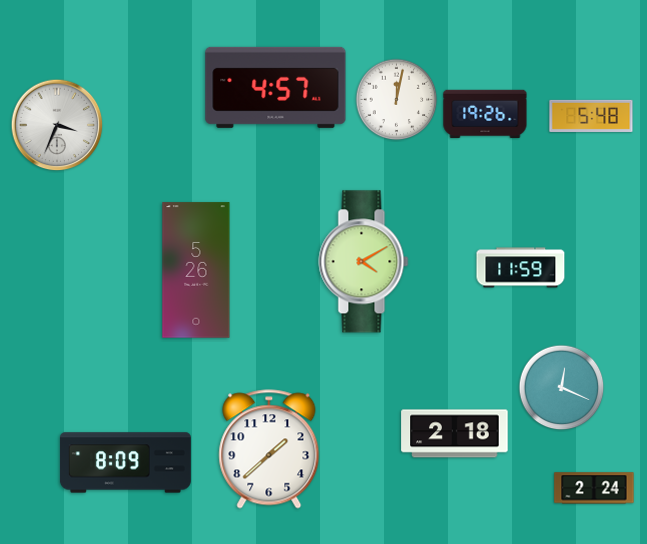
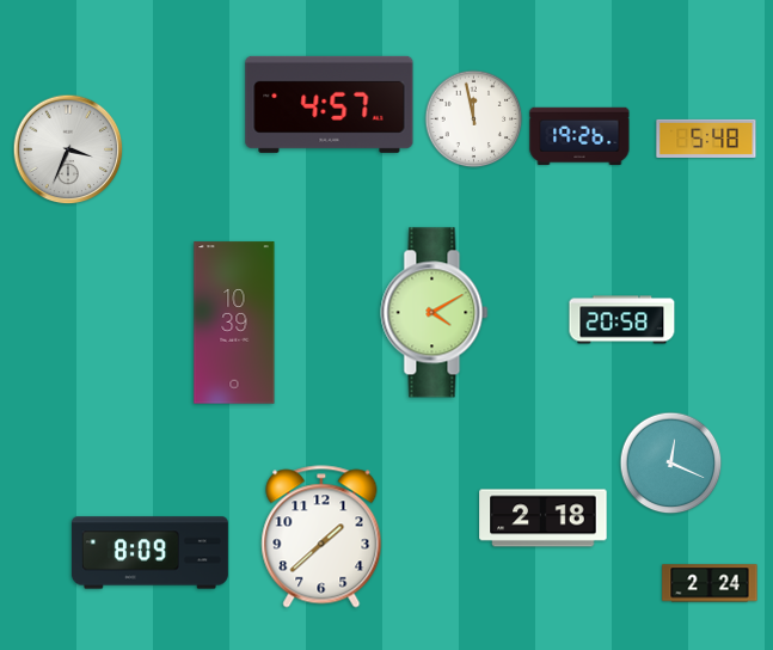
clock at (397, 100): 12:02 -> 11:58
clock at (521, 268): 11:59 -> 20:58
clock at (196, 270): 5:26 -> 10:39
